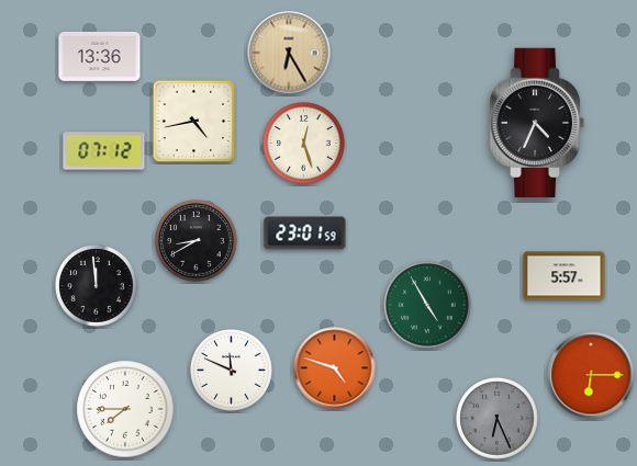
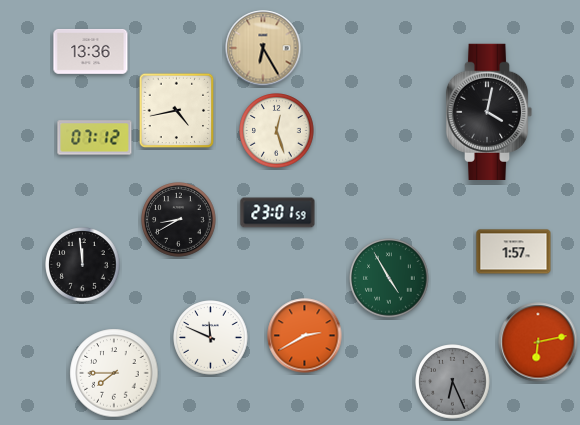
clock at (537, 122): 4:34 -> 4:02
clock at (565, 276): 5:57 -> 1:57
clock at (97, 286) position: (97, 286) -> (83, 265)
clock at (335, 368): 4:48 -> 2:40
clock at (591, 375): 6:15 -> 6:13
